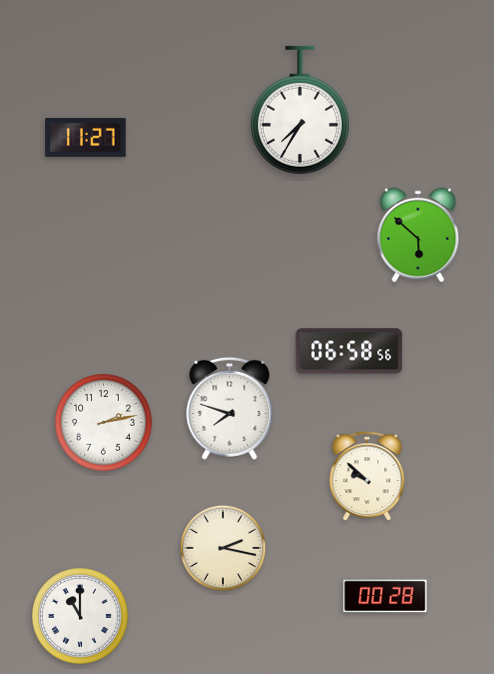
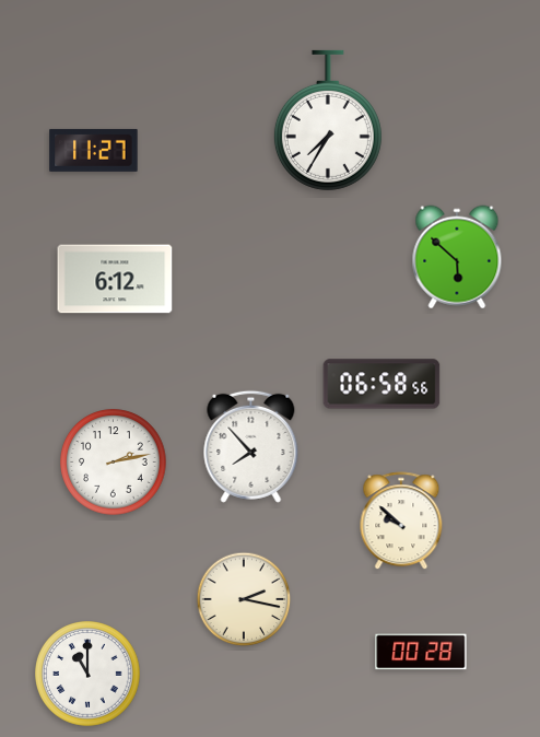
clock at (115, 279): none -> 6:12
clock at (230, 408): 7:48 -> 7:53
